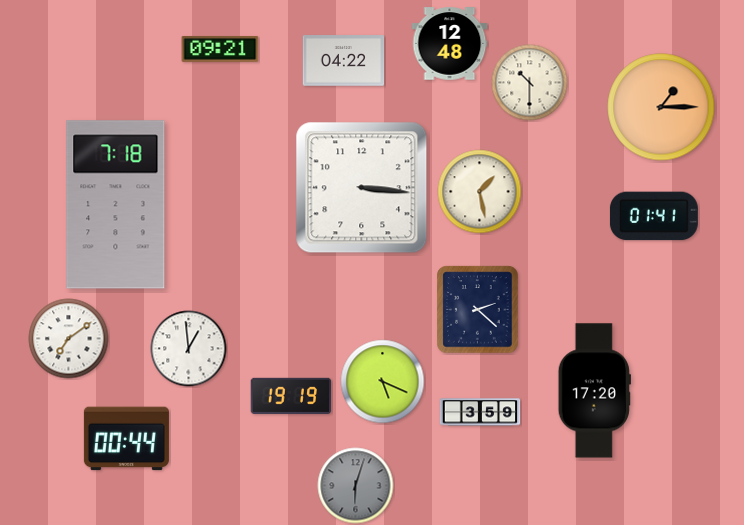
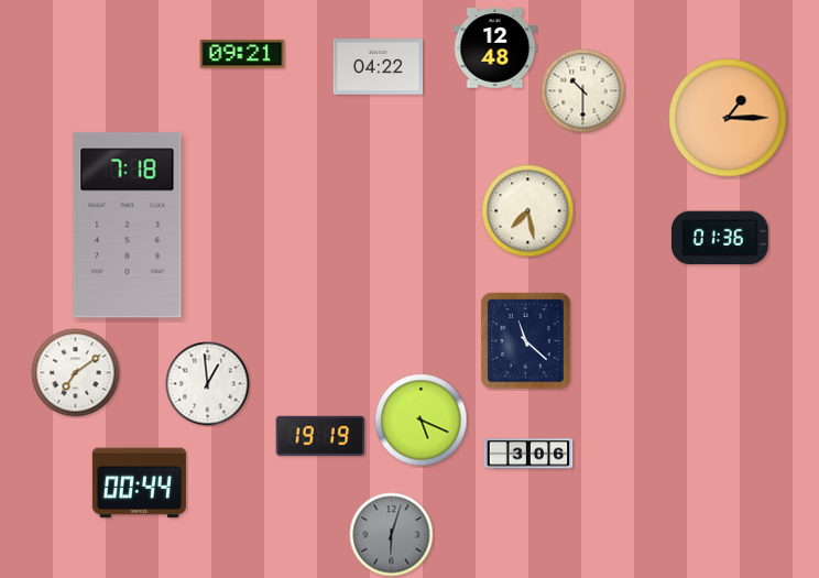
clock at (362, 188): 3:16 -> none
clock at (480, 192): 1:28 -> 7:28
clock at (654, 216): 01:41 -> 01:36
clock at (478, 310): 2:22 -> 11:22
clock at (594, 391): 17:20 -> none
clock at (480, 412): 3:59 -> 3:06
